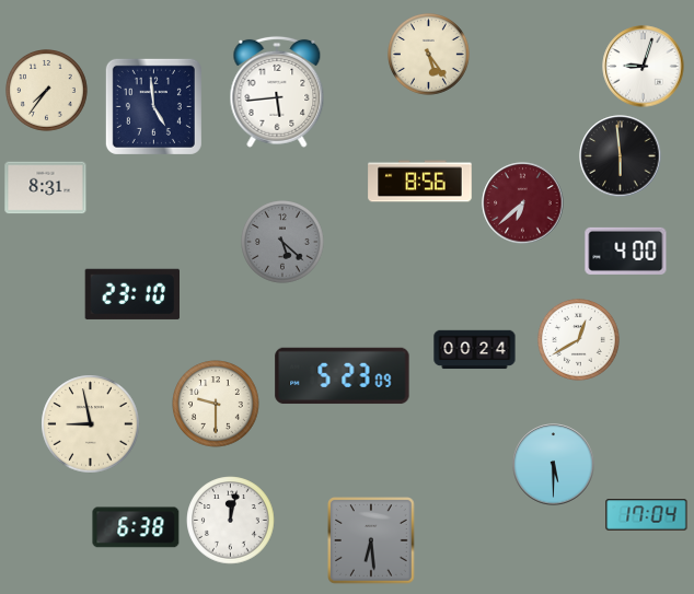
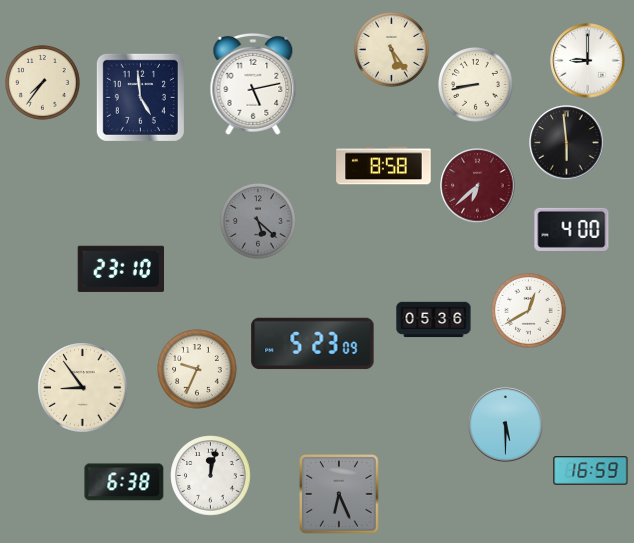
clock at (644, 67): 9:03 -> 9:00
clock at (277, 92): 5:44 -> 5:13
clock at (476, 85): none -> 8:43
clock at (420, 182): 8:56 -> 8:58
clock at (46, 188): 8:31 -> none
clock at (475, 350): 00:24 -> 05:36
clock at (216, 404): 9:30 -> 9:34
clock at (91, 424): 8:58 -> 8:54
clock at (647, 515): 17:04 -> 16:59
clock at (372, 541): 6:29 -> 6:26
